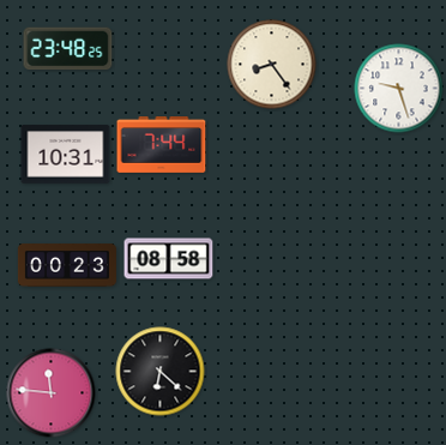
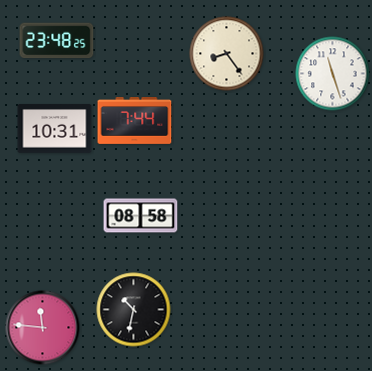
clock at (399, 89): 9:27 -> 11:27
clock at (67, 265): 00:23 -> none
clock at (161, 372): 6:22 -> 10:32
